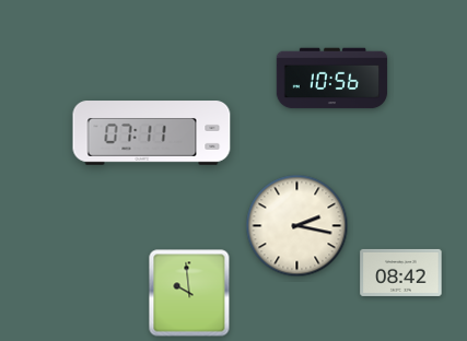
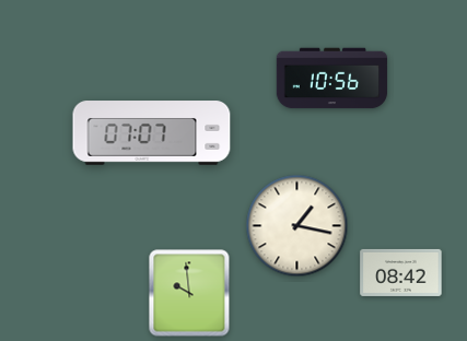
clock at (152, 133): 07:11 -> 07:07
clock at (297, 226): 2:17 -> 1:17
